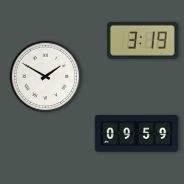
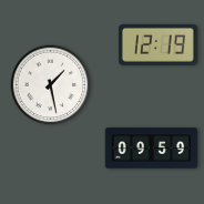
clock at (142, 40): 3:19 -> 12:19
clock at (46, 77): 1:50 -> 1:28
